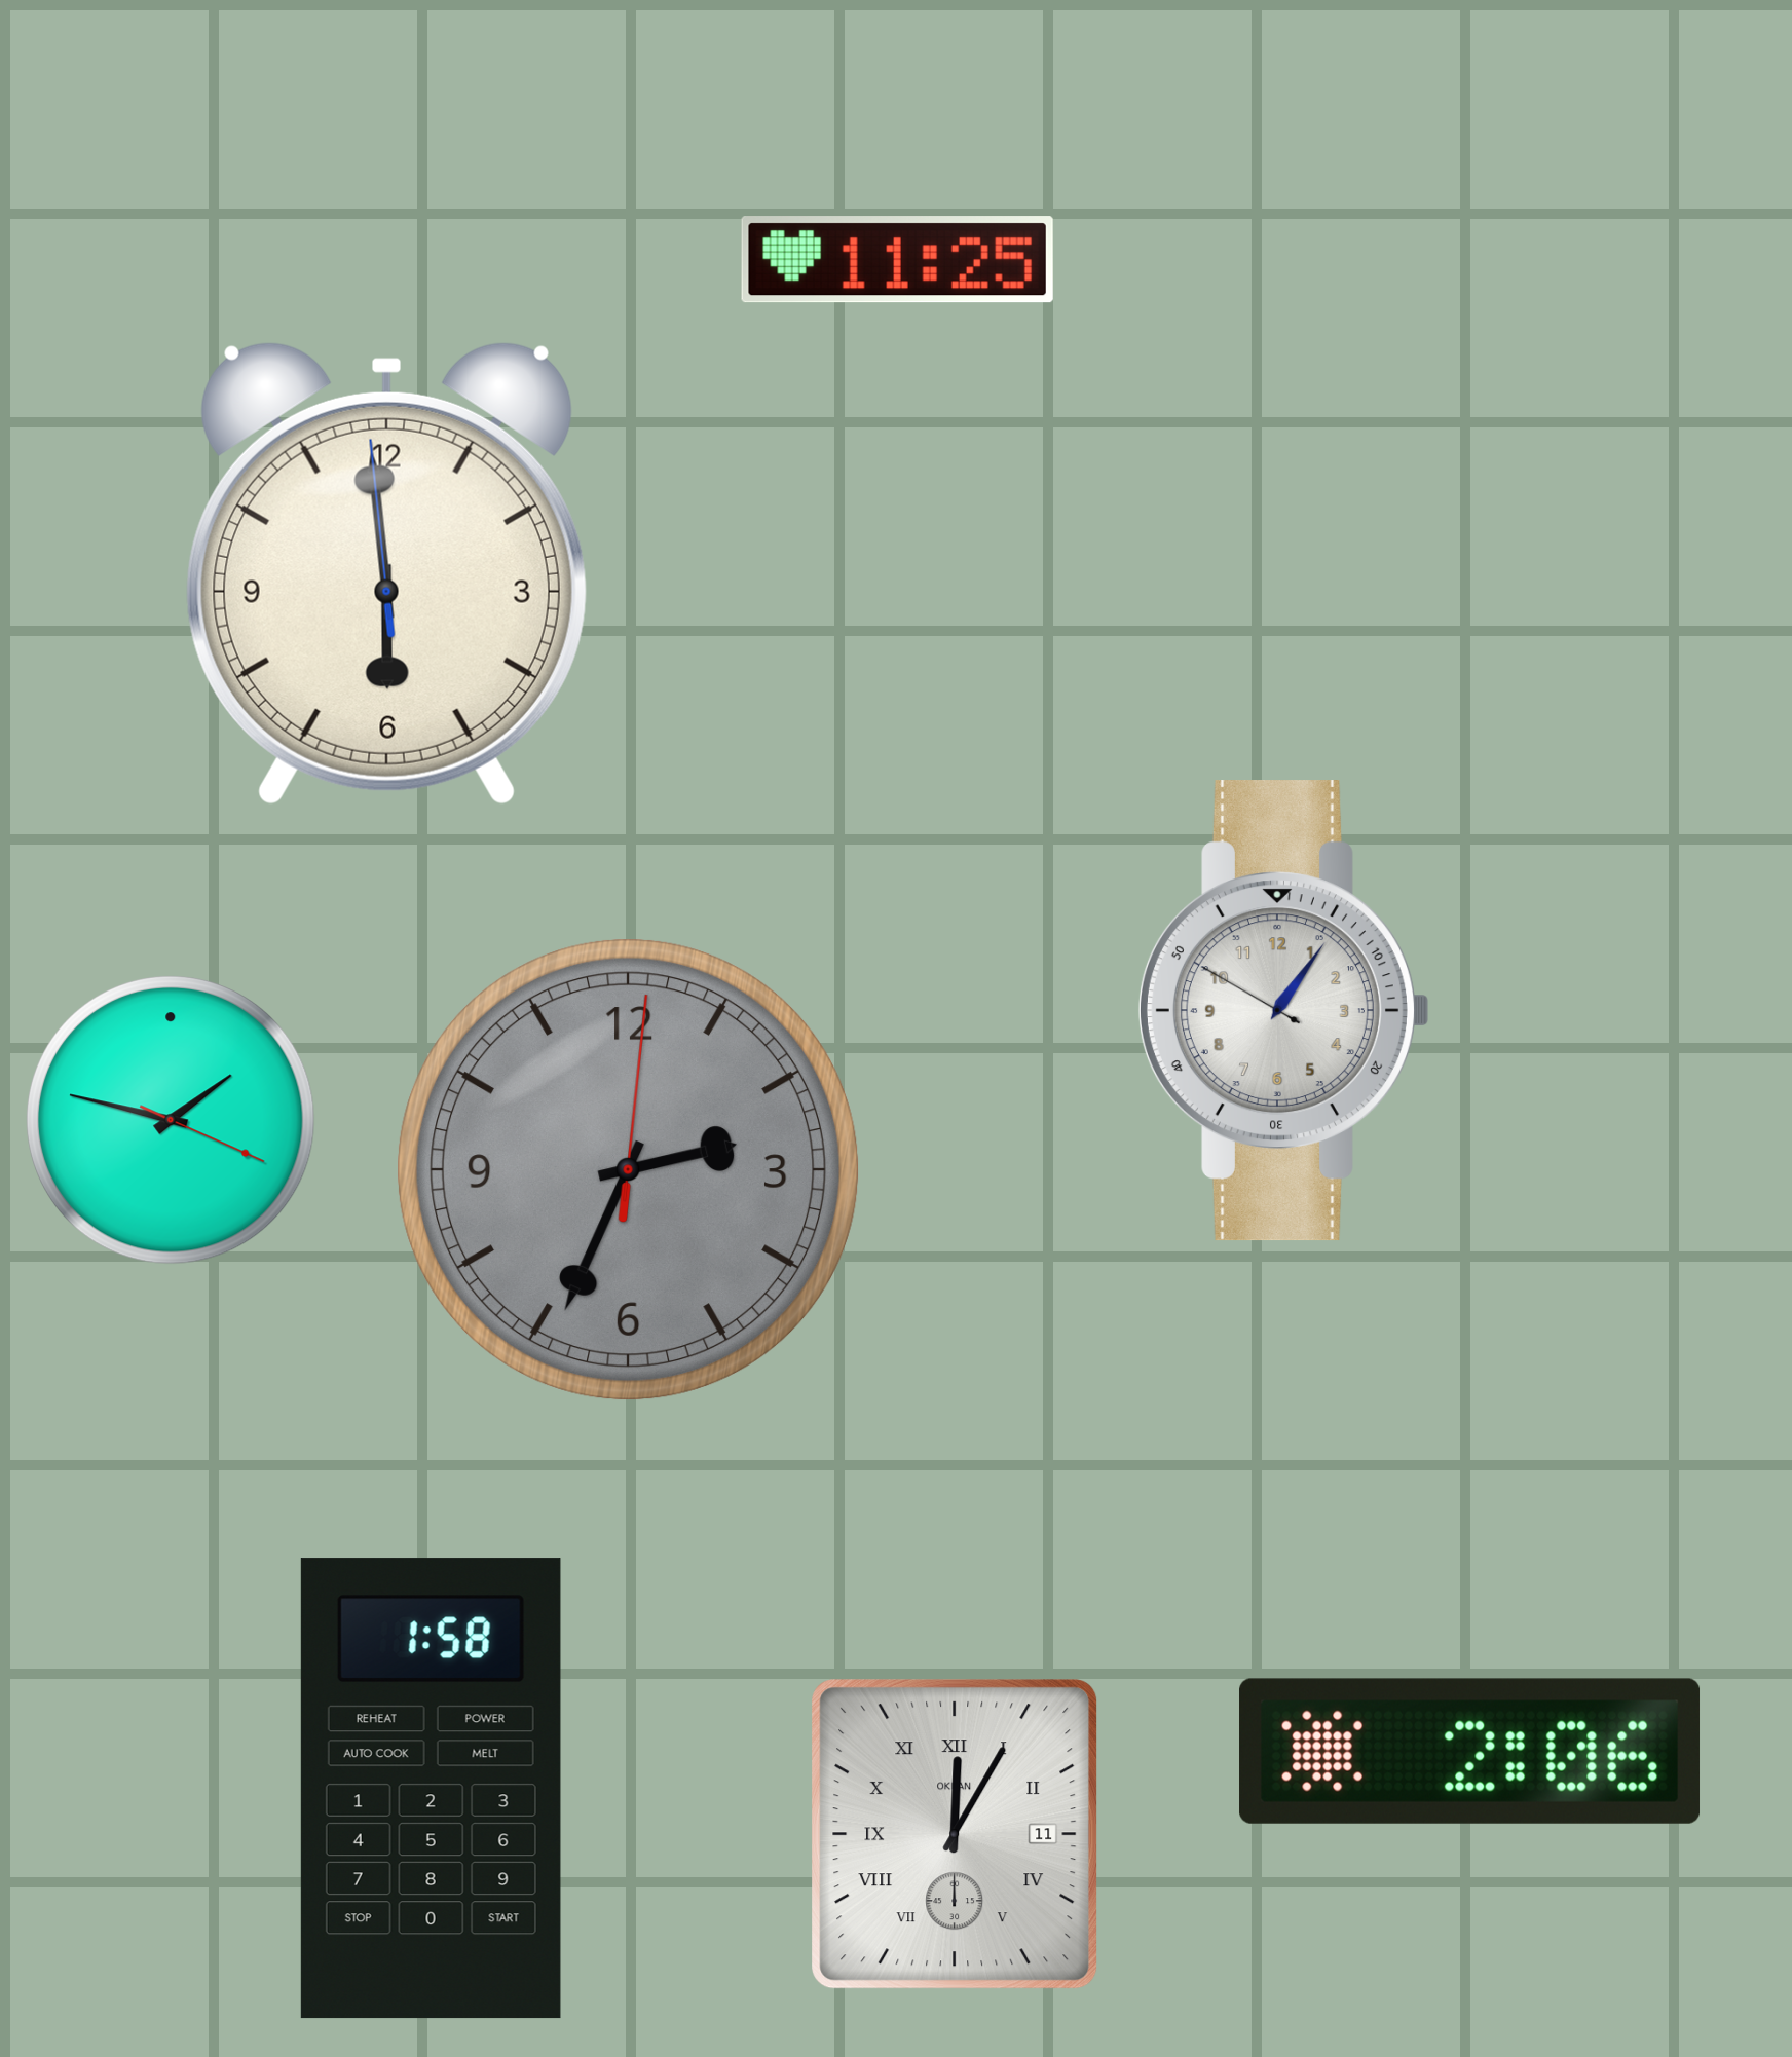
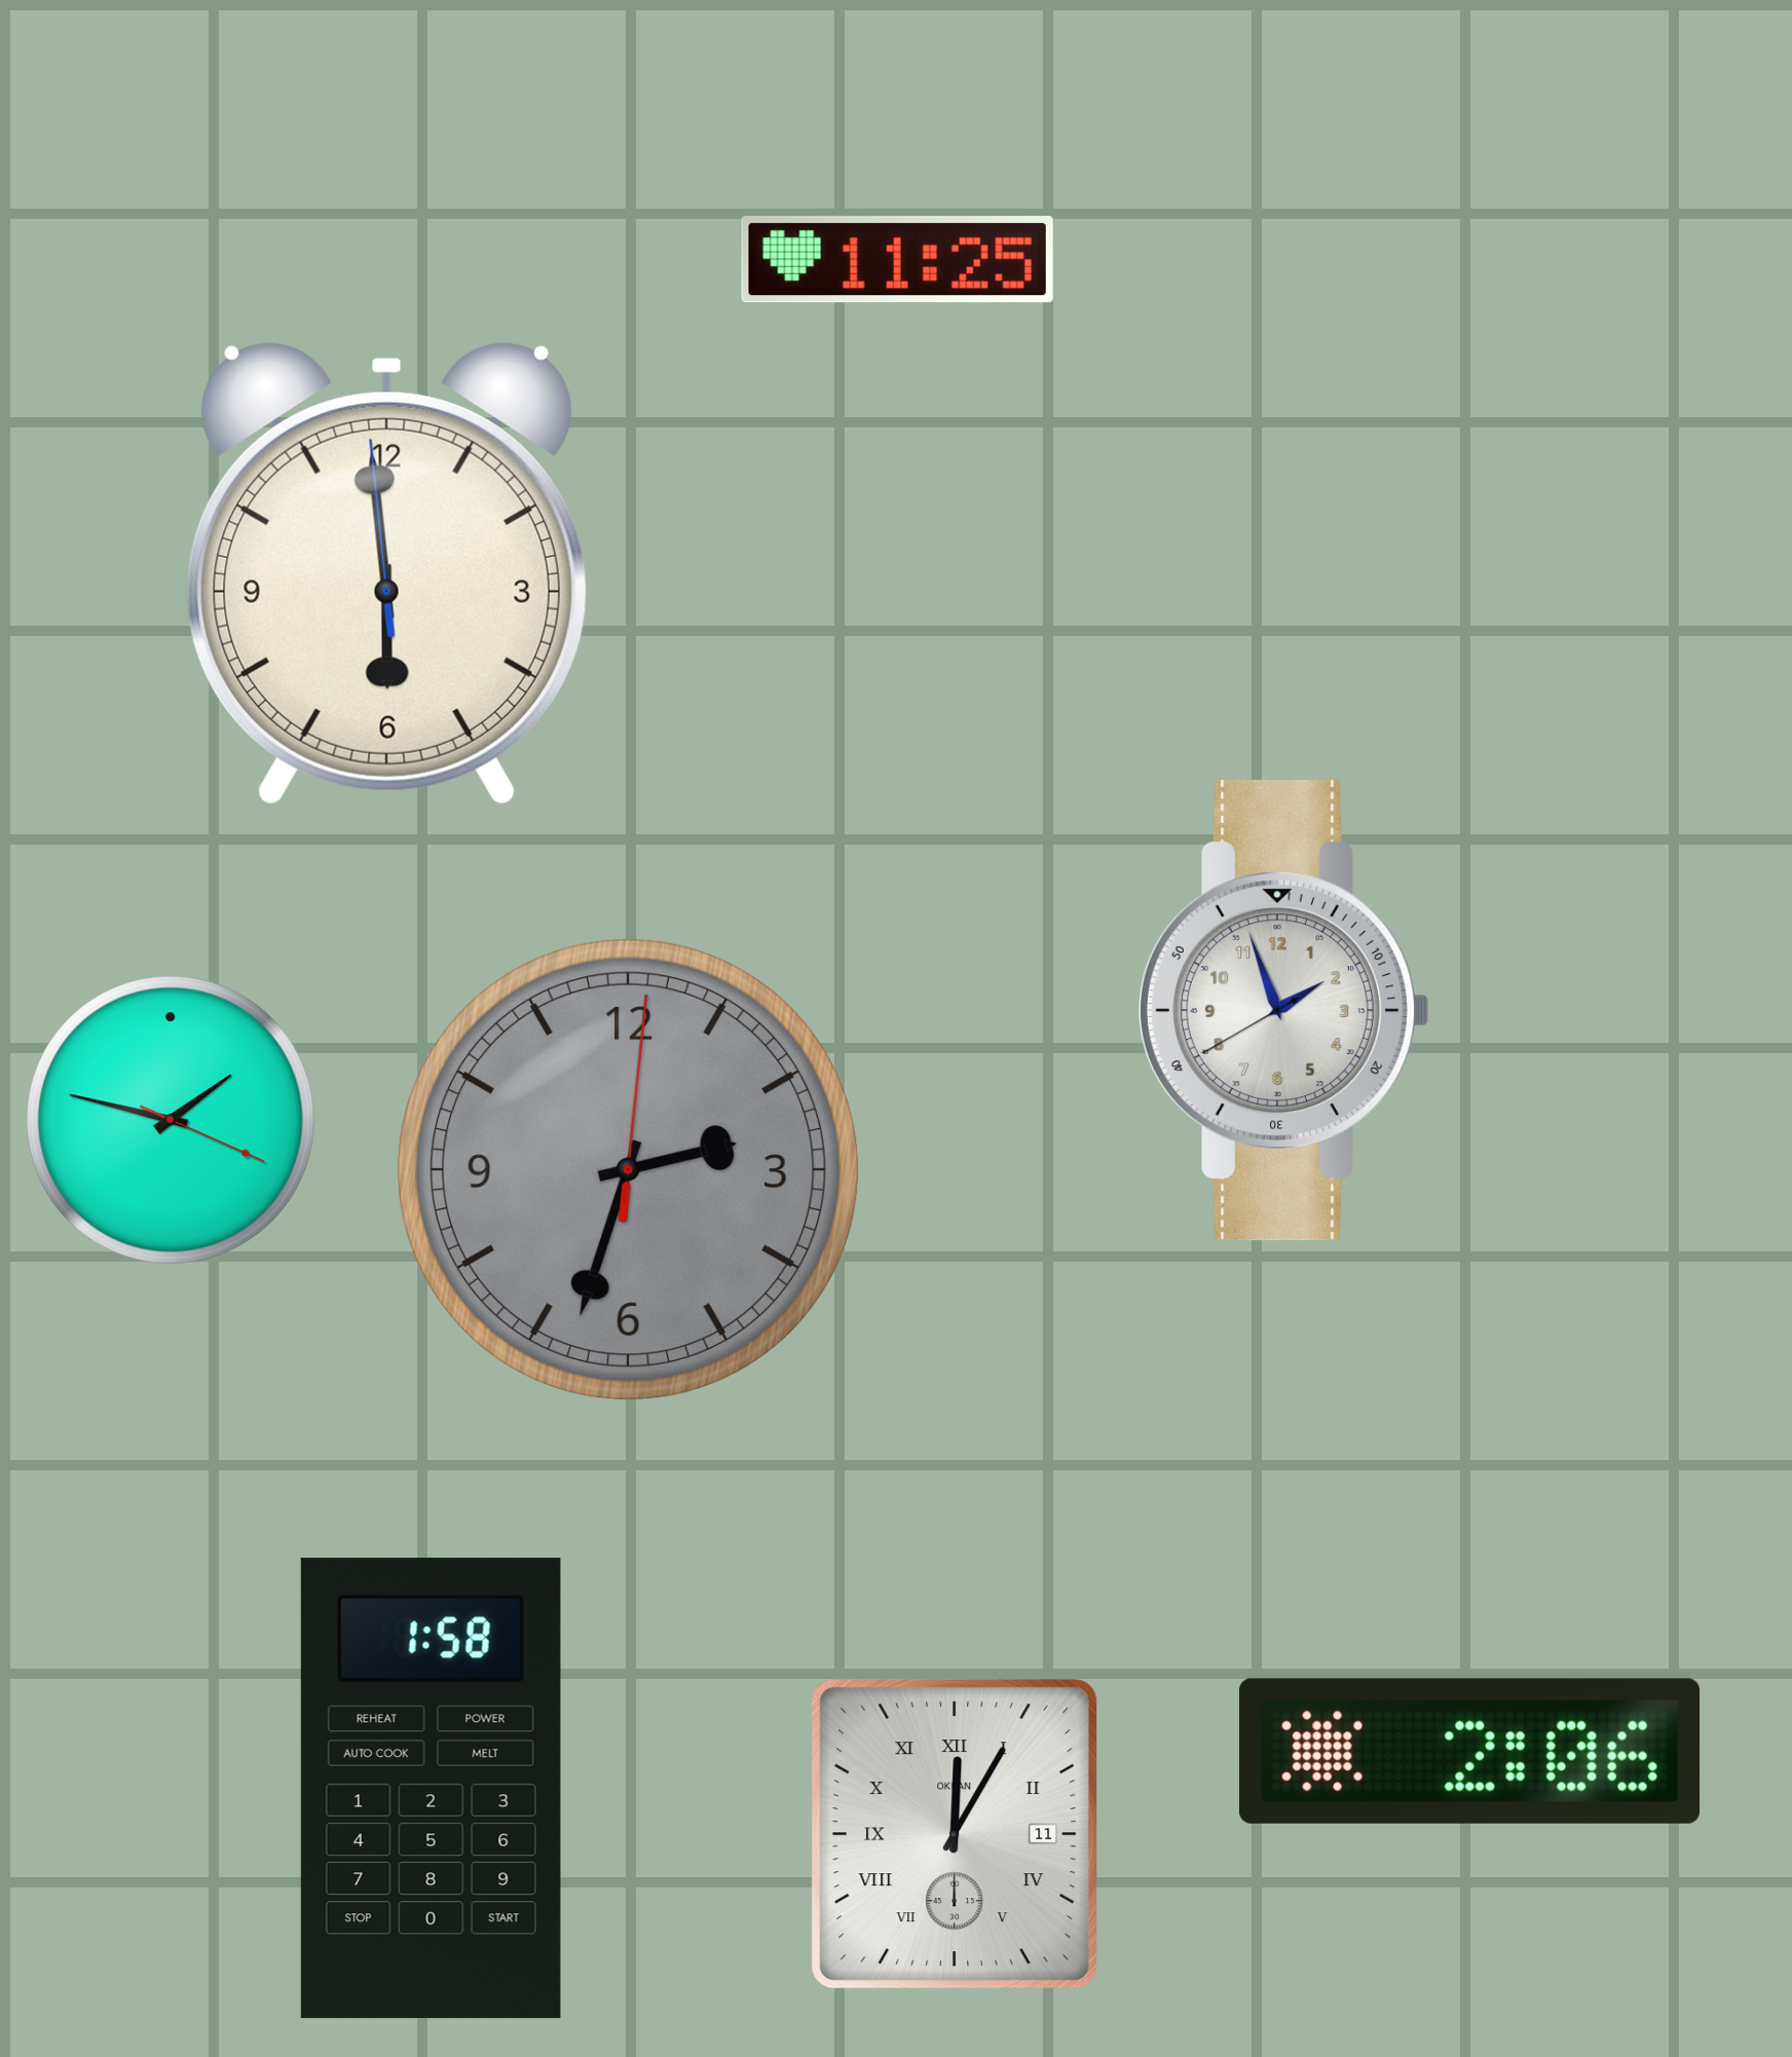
clock at (1283, 1011): 1:05 -> 1:56
clock at (628, 1169): 2:34 -> 2:33
